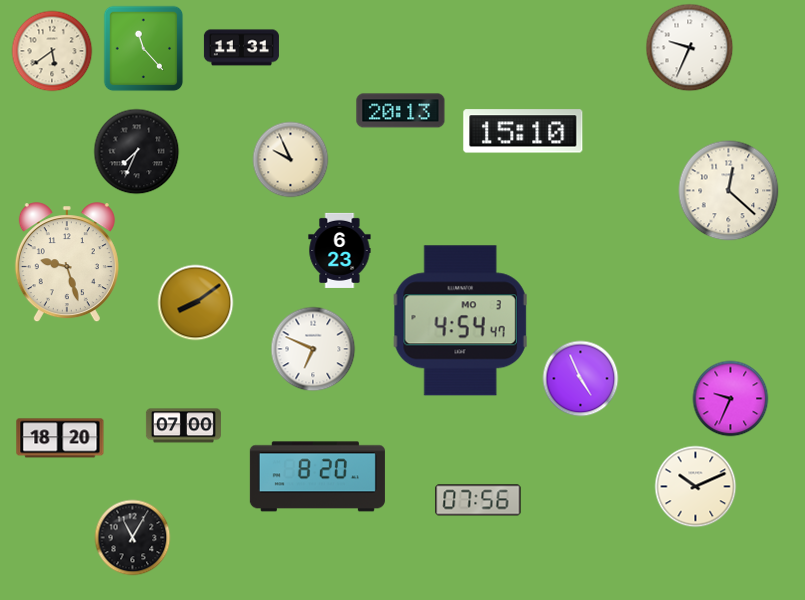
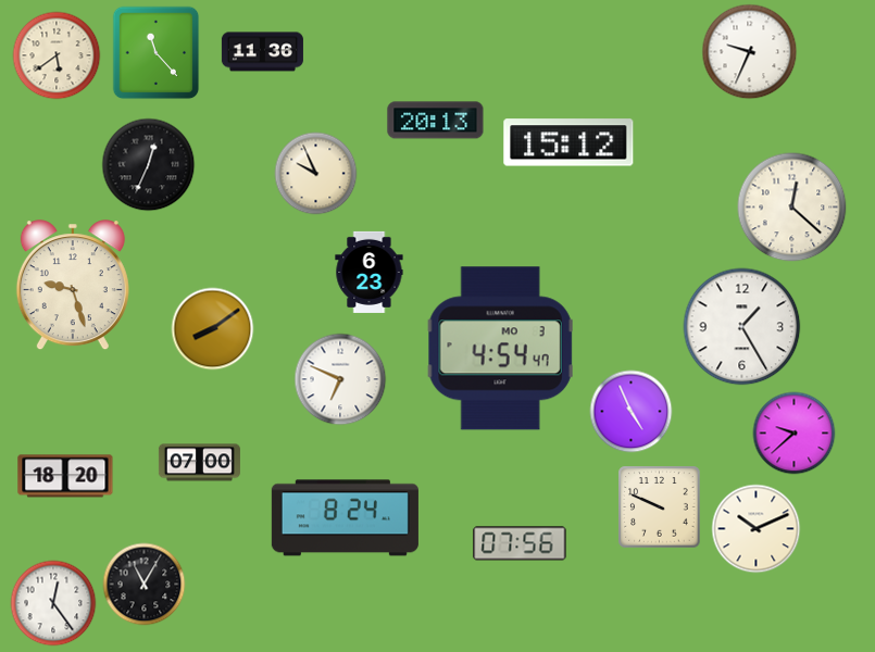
clock at (241, 48): 11:31 -> 11:36
clock at (523, 131): 15:10 -> 15:12
clock at (137, 152): 7:34 -> 12:34
clock at (742, 327): none -> 1:25
clock at (731, 399): 9:34 -> 9:38
clock at (660, 507): none -> 9:49
clock at (317, 477): 8:20 -> 8:24
clock at (53, 603): none -> 12:24
